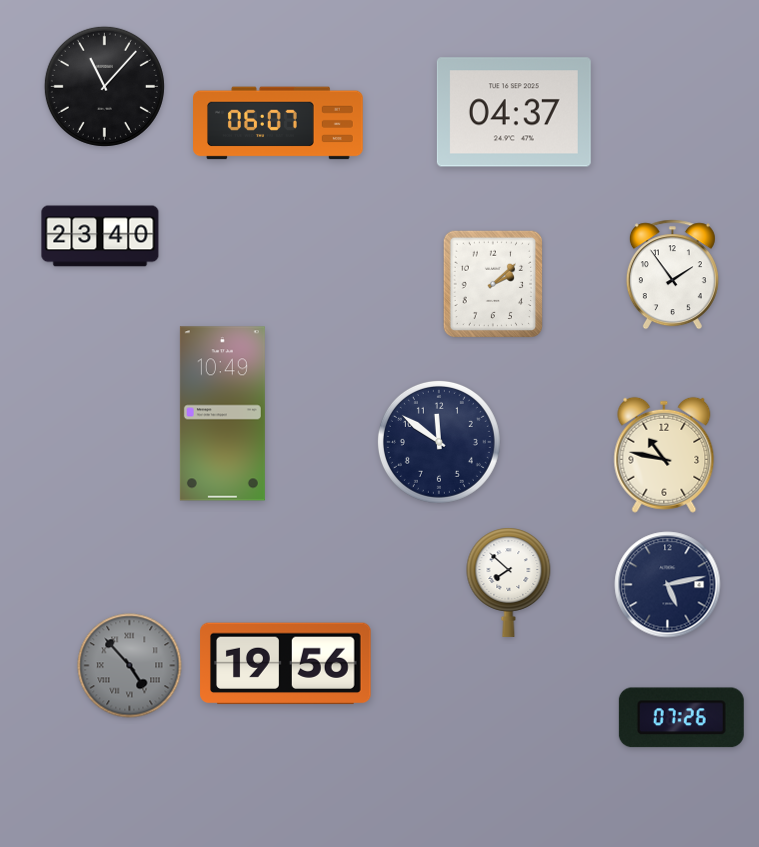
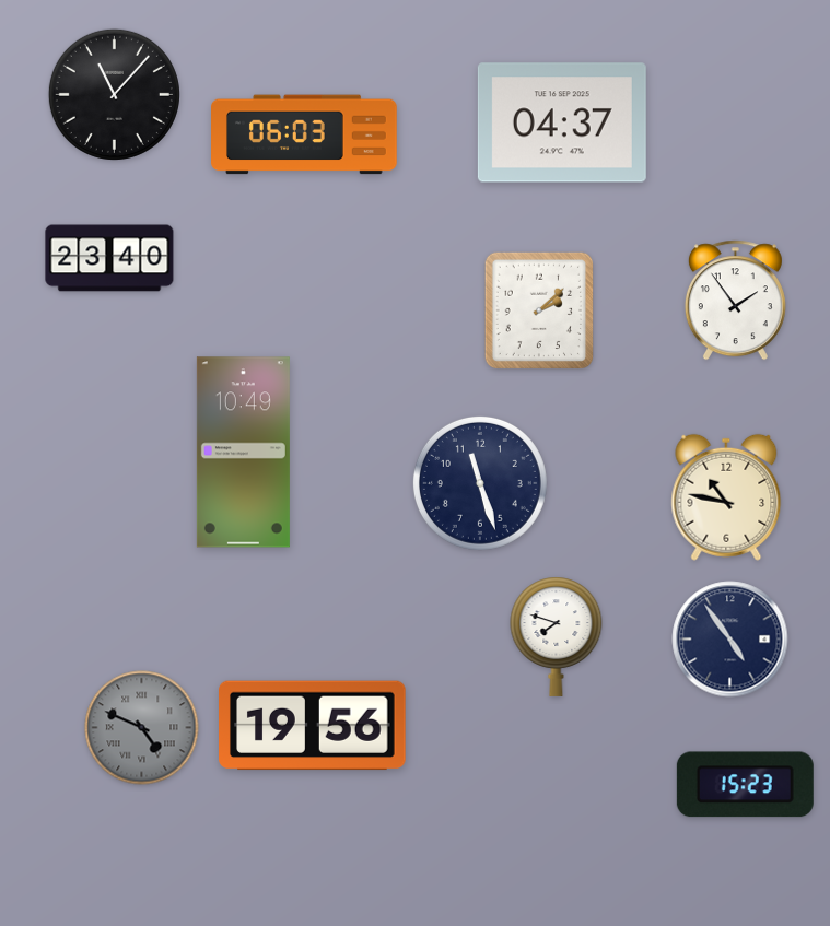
clock at (279, 123): 06:07 -> 06:03
clock at (439, 442): 11:51 -> 11:27
clock at (509, 582): 7:52 -> 7:48
clock at (668, 585): 5:13 -> 4:54
clock at (130, 666): 4:53 -> 4:49
clock at (681, 718): 07:26 -> 15:23
